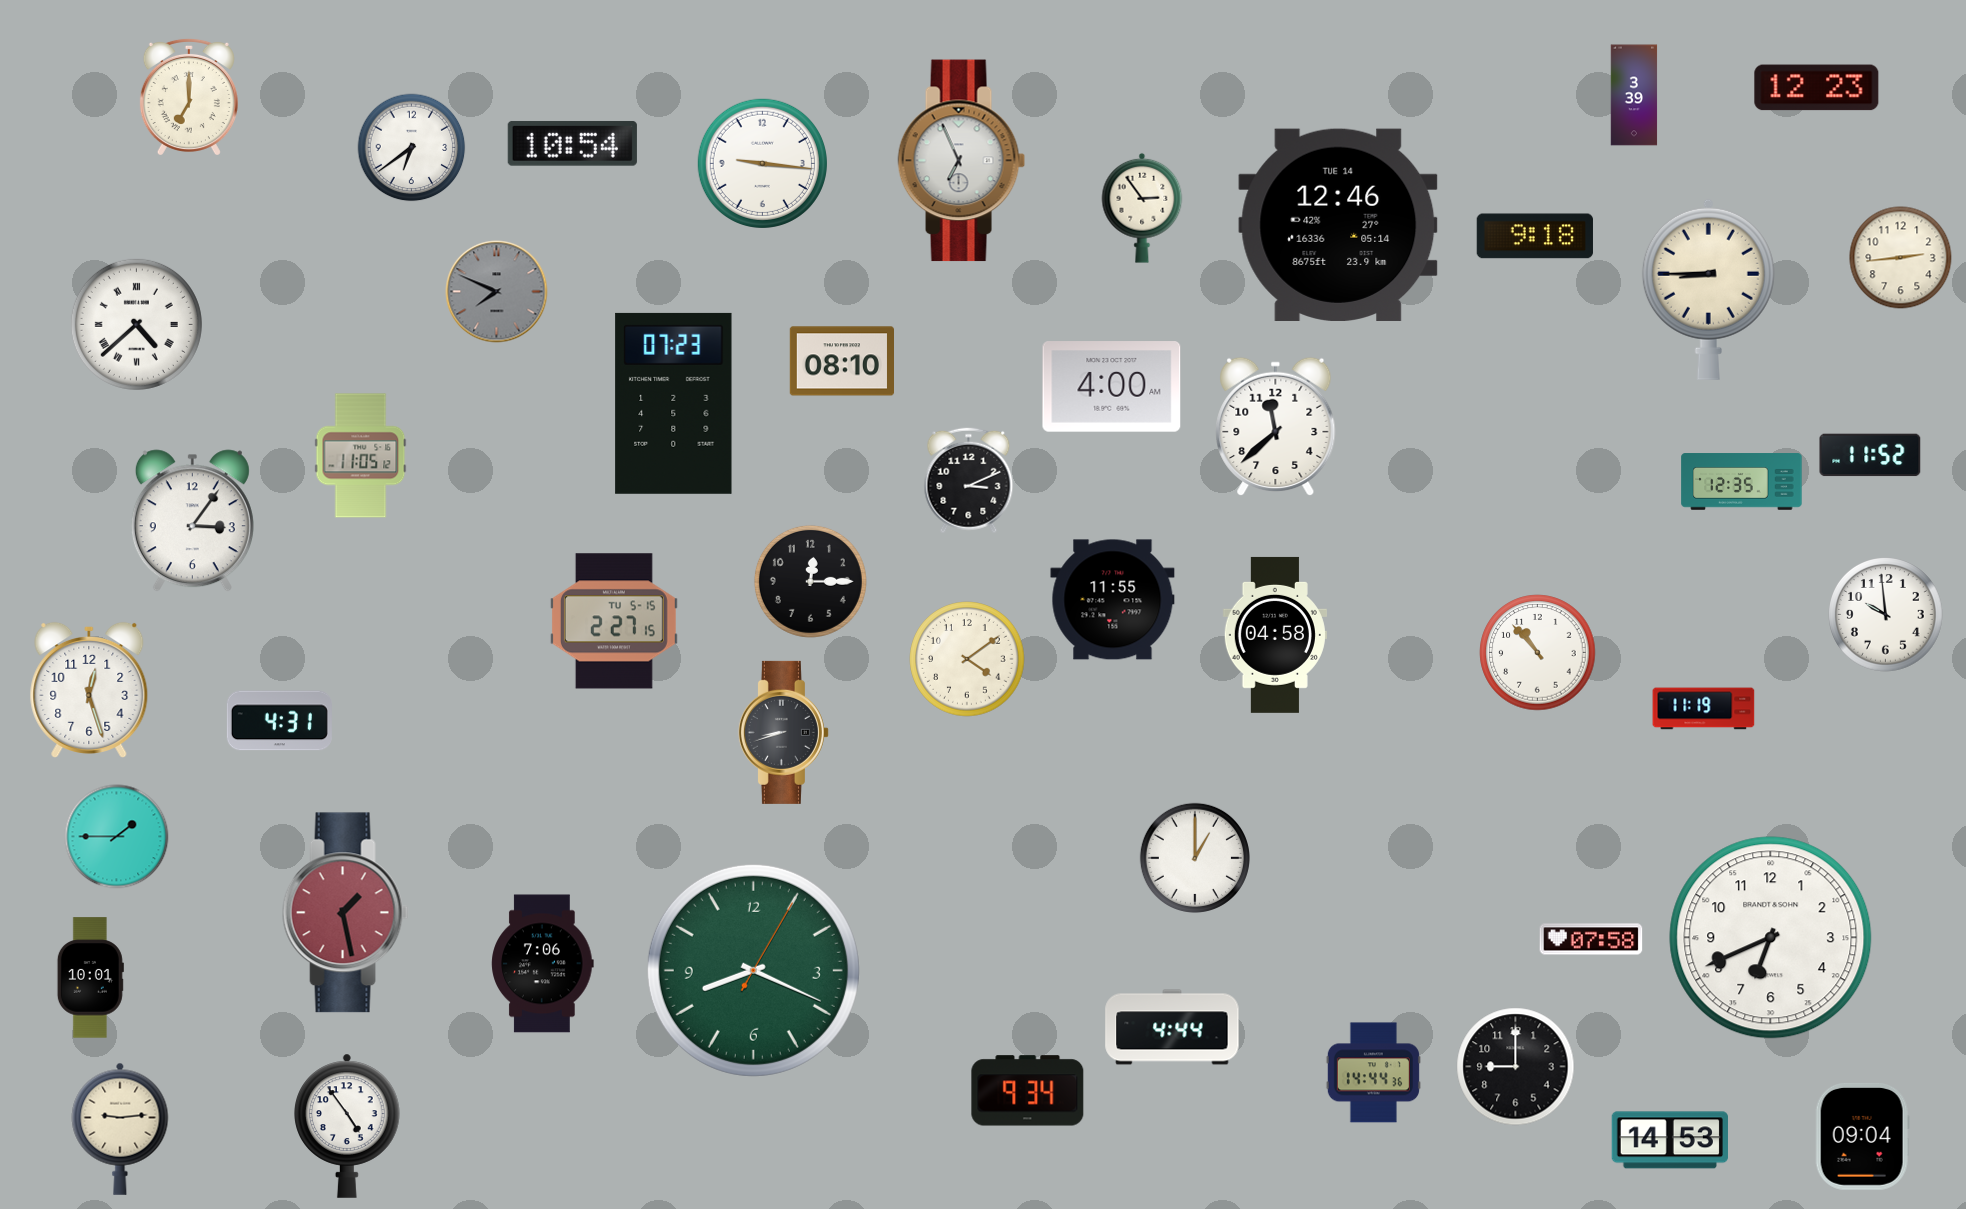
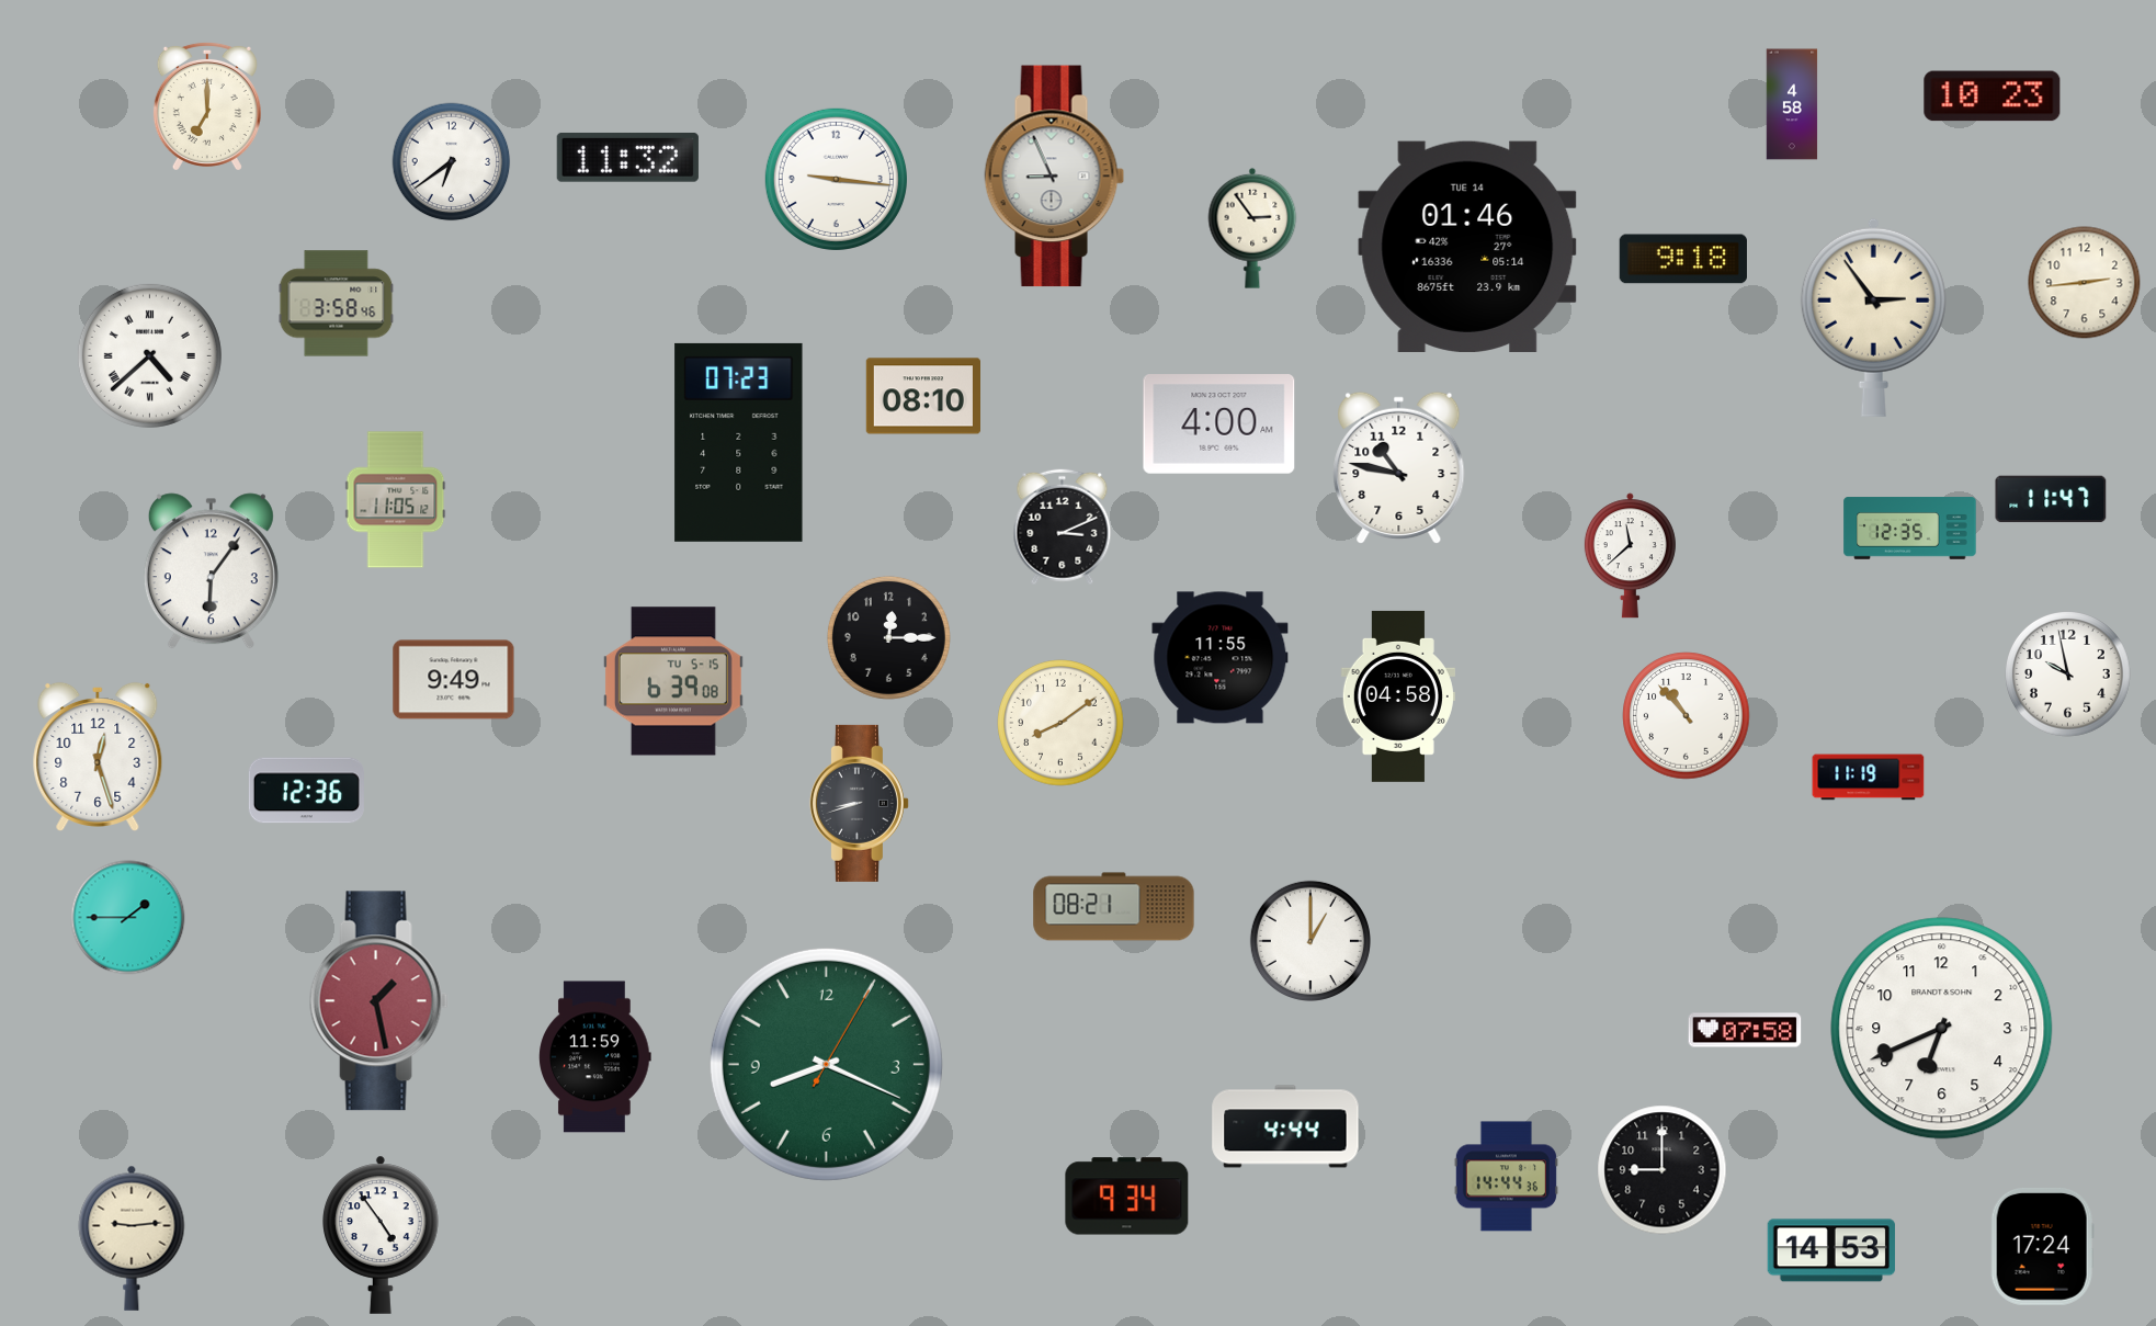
clock at (1817, 88): 12:23 -> 10:23
clock at (1634, 95): 3:39 -> 4:58
clock at (572, 143): 10:54 -> 11:32
clock at (962, 161): 6:56 -> 8:56
clock at (1338, 225): 12:46 -> 01:46
clock at (337, 304): none -> 3:58
clock at (1708, 289): 8:45 -> 2:54
clock at (497, 292): 7:49 -> none
clock at (1276, 427): 11:38 -> 10:47
clock at (1870, 455): 11:52 -> 11:47
clock at (1630, 556): none -> 11:38
clock at (192, 521): 3:06 -> 6:06
clock at (1886, 615): 9:59 -> 9:58
clock at (454, 680): none -> 9:49
clock at (614, 621): 2:27 -> 6:39
clock at (967, 659): 4:09 -> 8:09
clock at (279, 721): 4:31 -> 12:36
clock at (1114, 907): none -> 08:21
clock at (543, 964): 7:06 -> 11:59
clock at (90, 978): 10:01 -> none
clock at (1862, 1136): 09:04 -> 17:24
